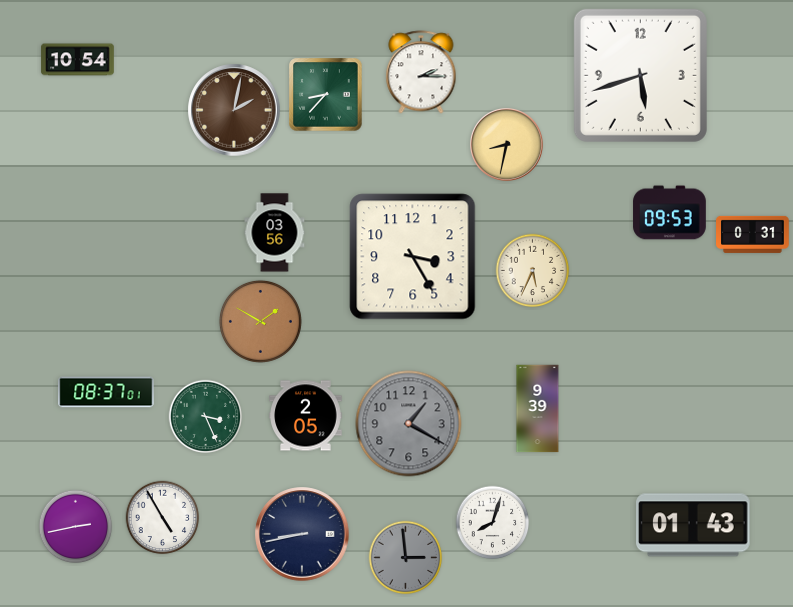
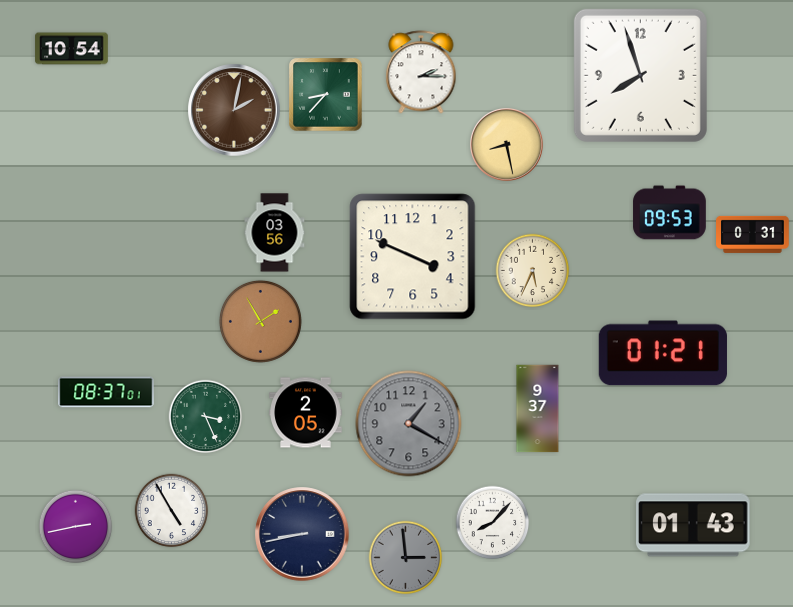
clock at (78, 60) position: (78, 60) -> (72, 49)
clock at (640, 75): 5:42 -> 7:57
clock at (506, 144): 8:32 -> 8:28
clock at (413, 257): 3:25 -> 3:49
clock at (260, 321): 1:50 -> 1:55
clock at (663, 353): none -> 01:21
clock at (538, 409): 9:39 -> 9:37
clock at (306, 416) position: (306, 416) -> (306, 413)
clock at (163, 518) position: (163, 518) -> (172, 511)
clock at (493, 523): 8:03 -> 8:07
